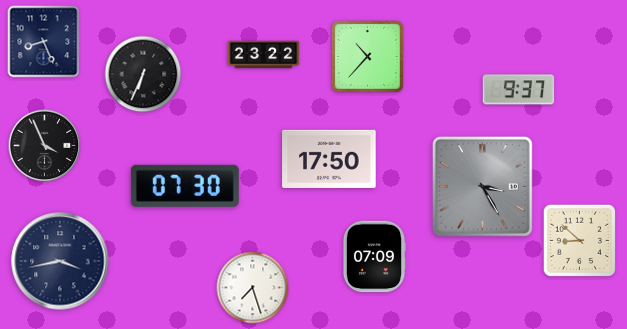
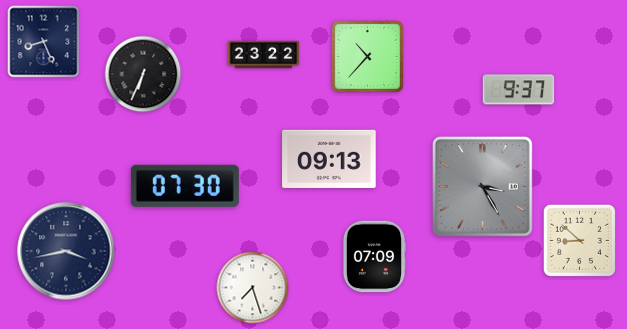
clock at (45, 146): 3:56 -> none
clock at (329, 159): 17:50 -> 09:13
clock at (60, 261) position: (60, 261) -> (66, 251)
